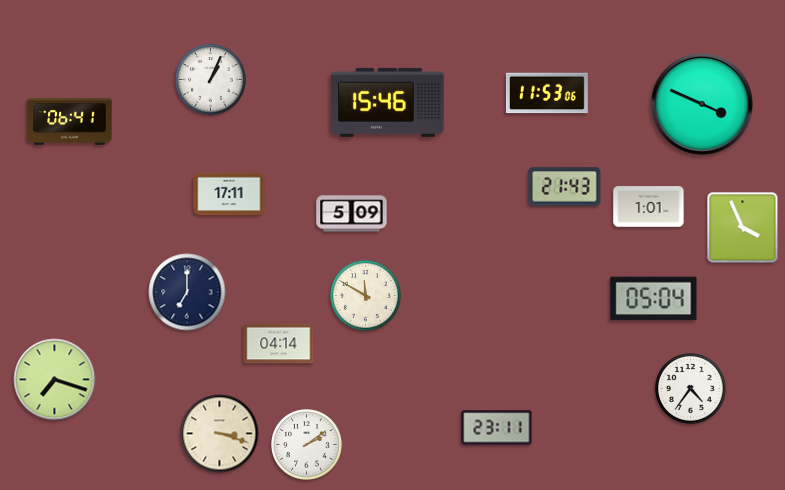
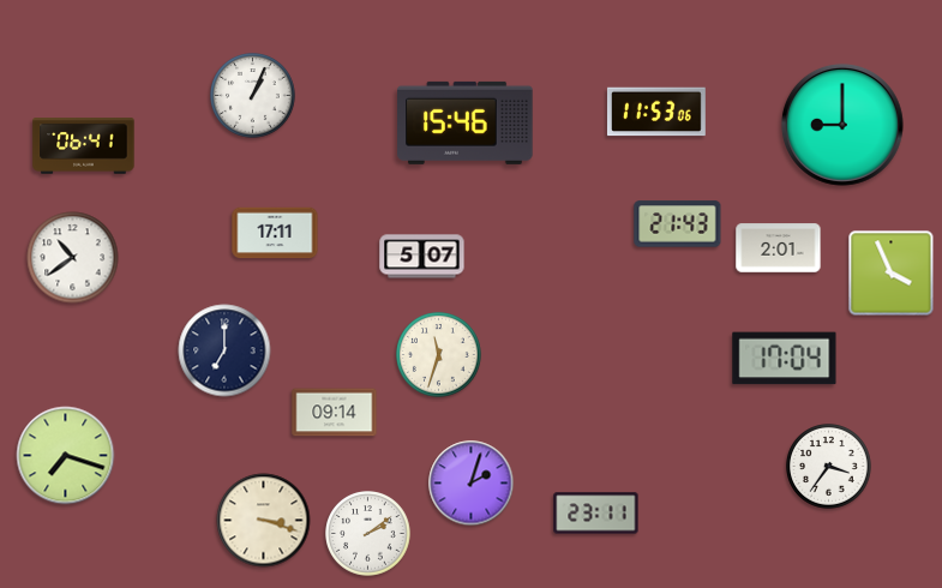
clock at (702, 104): 3:49 -> 9:00
clock at (649, 207): 1:01 -> 2:01
clock at (352, 214): 5:09 -> 5:07
clock at (73, 258): none -> 10:39
clock at (366, 296): 11:50 -> 11:33
clock at (654, 299): 05:04 -> 17:04
clock at (279, 344): 04:14 -> 09:14
clock at (691, 389): 4:36 -> 3:36
clock at (472, 484): none -> 2:03
